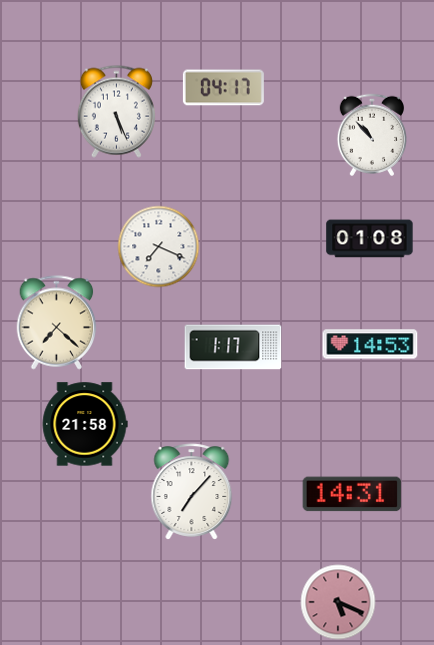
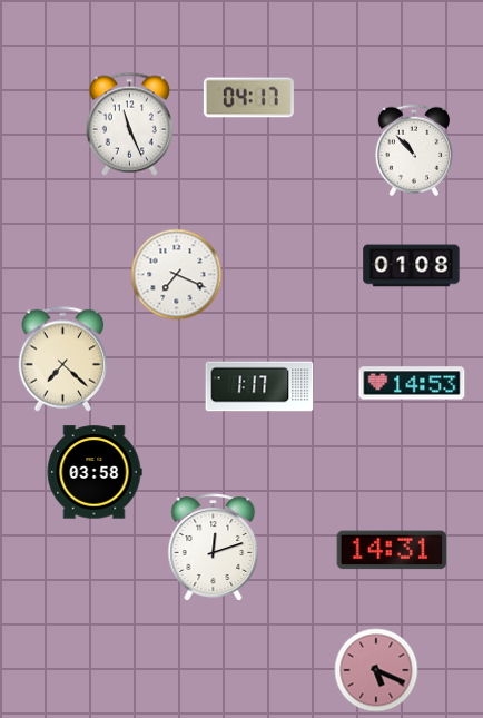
clock at (116, 111): 5:26 -> 11:26
clock at (85, 424): 21:58 -> 03:58
clock at (192, 492): 7:07 -> 12:12
